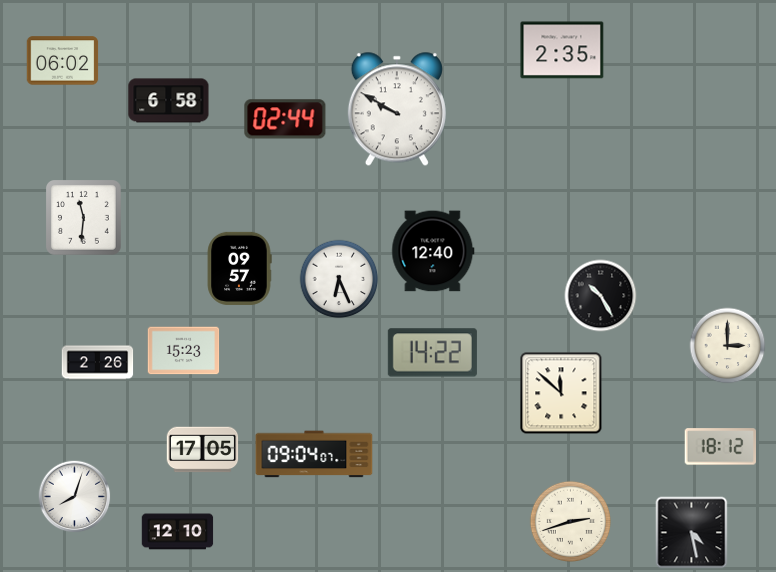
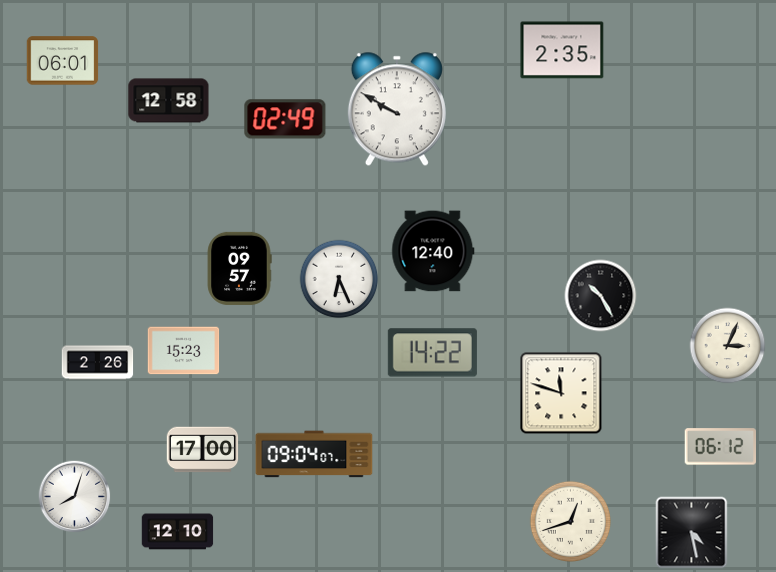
clock at (63, 61): 06:02 -> 06:01
clock at (169, 101): 6:58 -> 12:58
clock at (285, 119): 02:44 -> 02:49
clock at (84, 218): 11:31 -> none
clock at (728, 346): 3:00 -> 3:04
clock at (561, 393): 11:52 -> 11:48
clock at (720, 447): 18:12 -> 06:12
clock at (203, 450): 17:05 -> 17:00
clock at (570, 521): 2:42 -> 12:42
